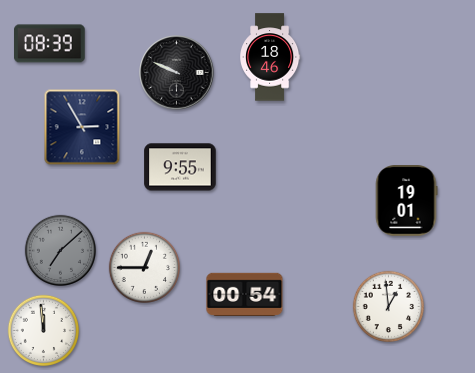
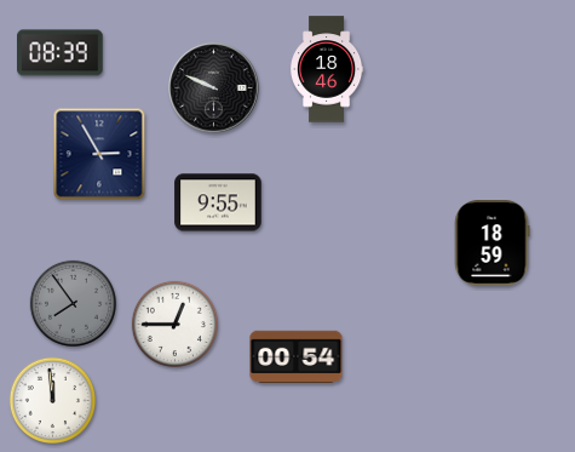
clock at (406, 201): 19:01 -> 18:59
clock at (60, 250): 7:08 -> 7:54
clock at (388, 306): 12:59 -> none
